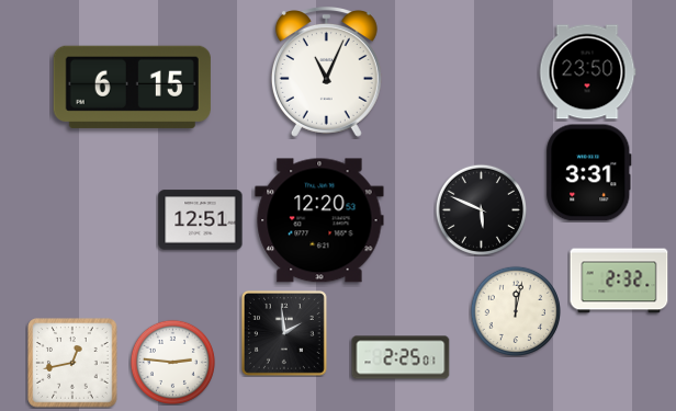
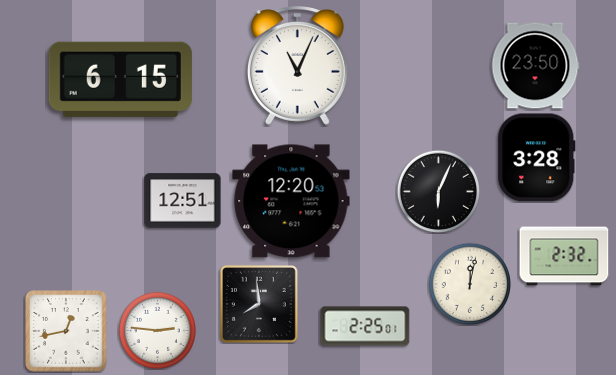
clock at (589, 173): 3:31 -> 3:28
clock at (481, 209): 5:49 -> 6:04
clock at (284, 333): 1:59 -> 7:59
